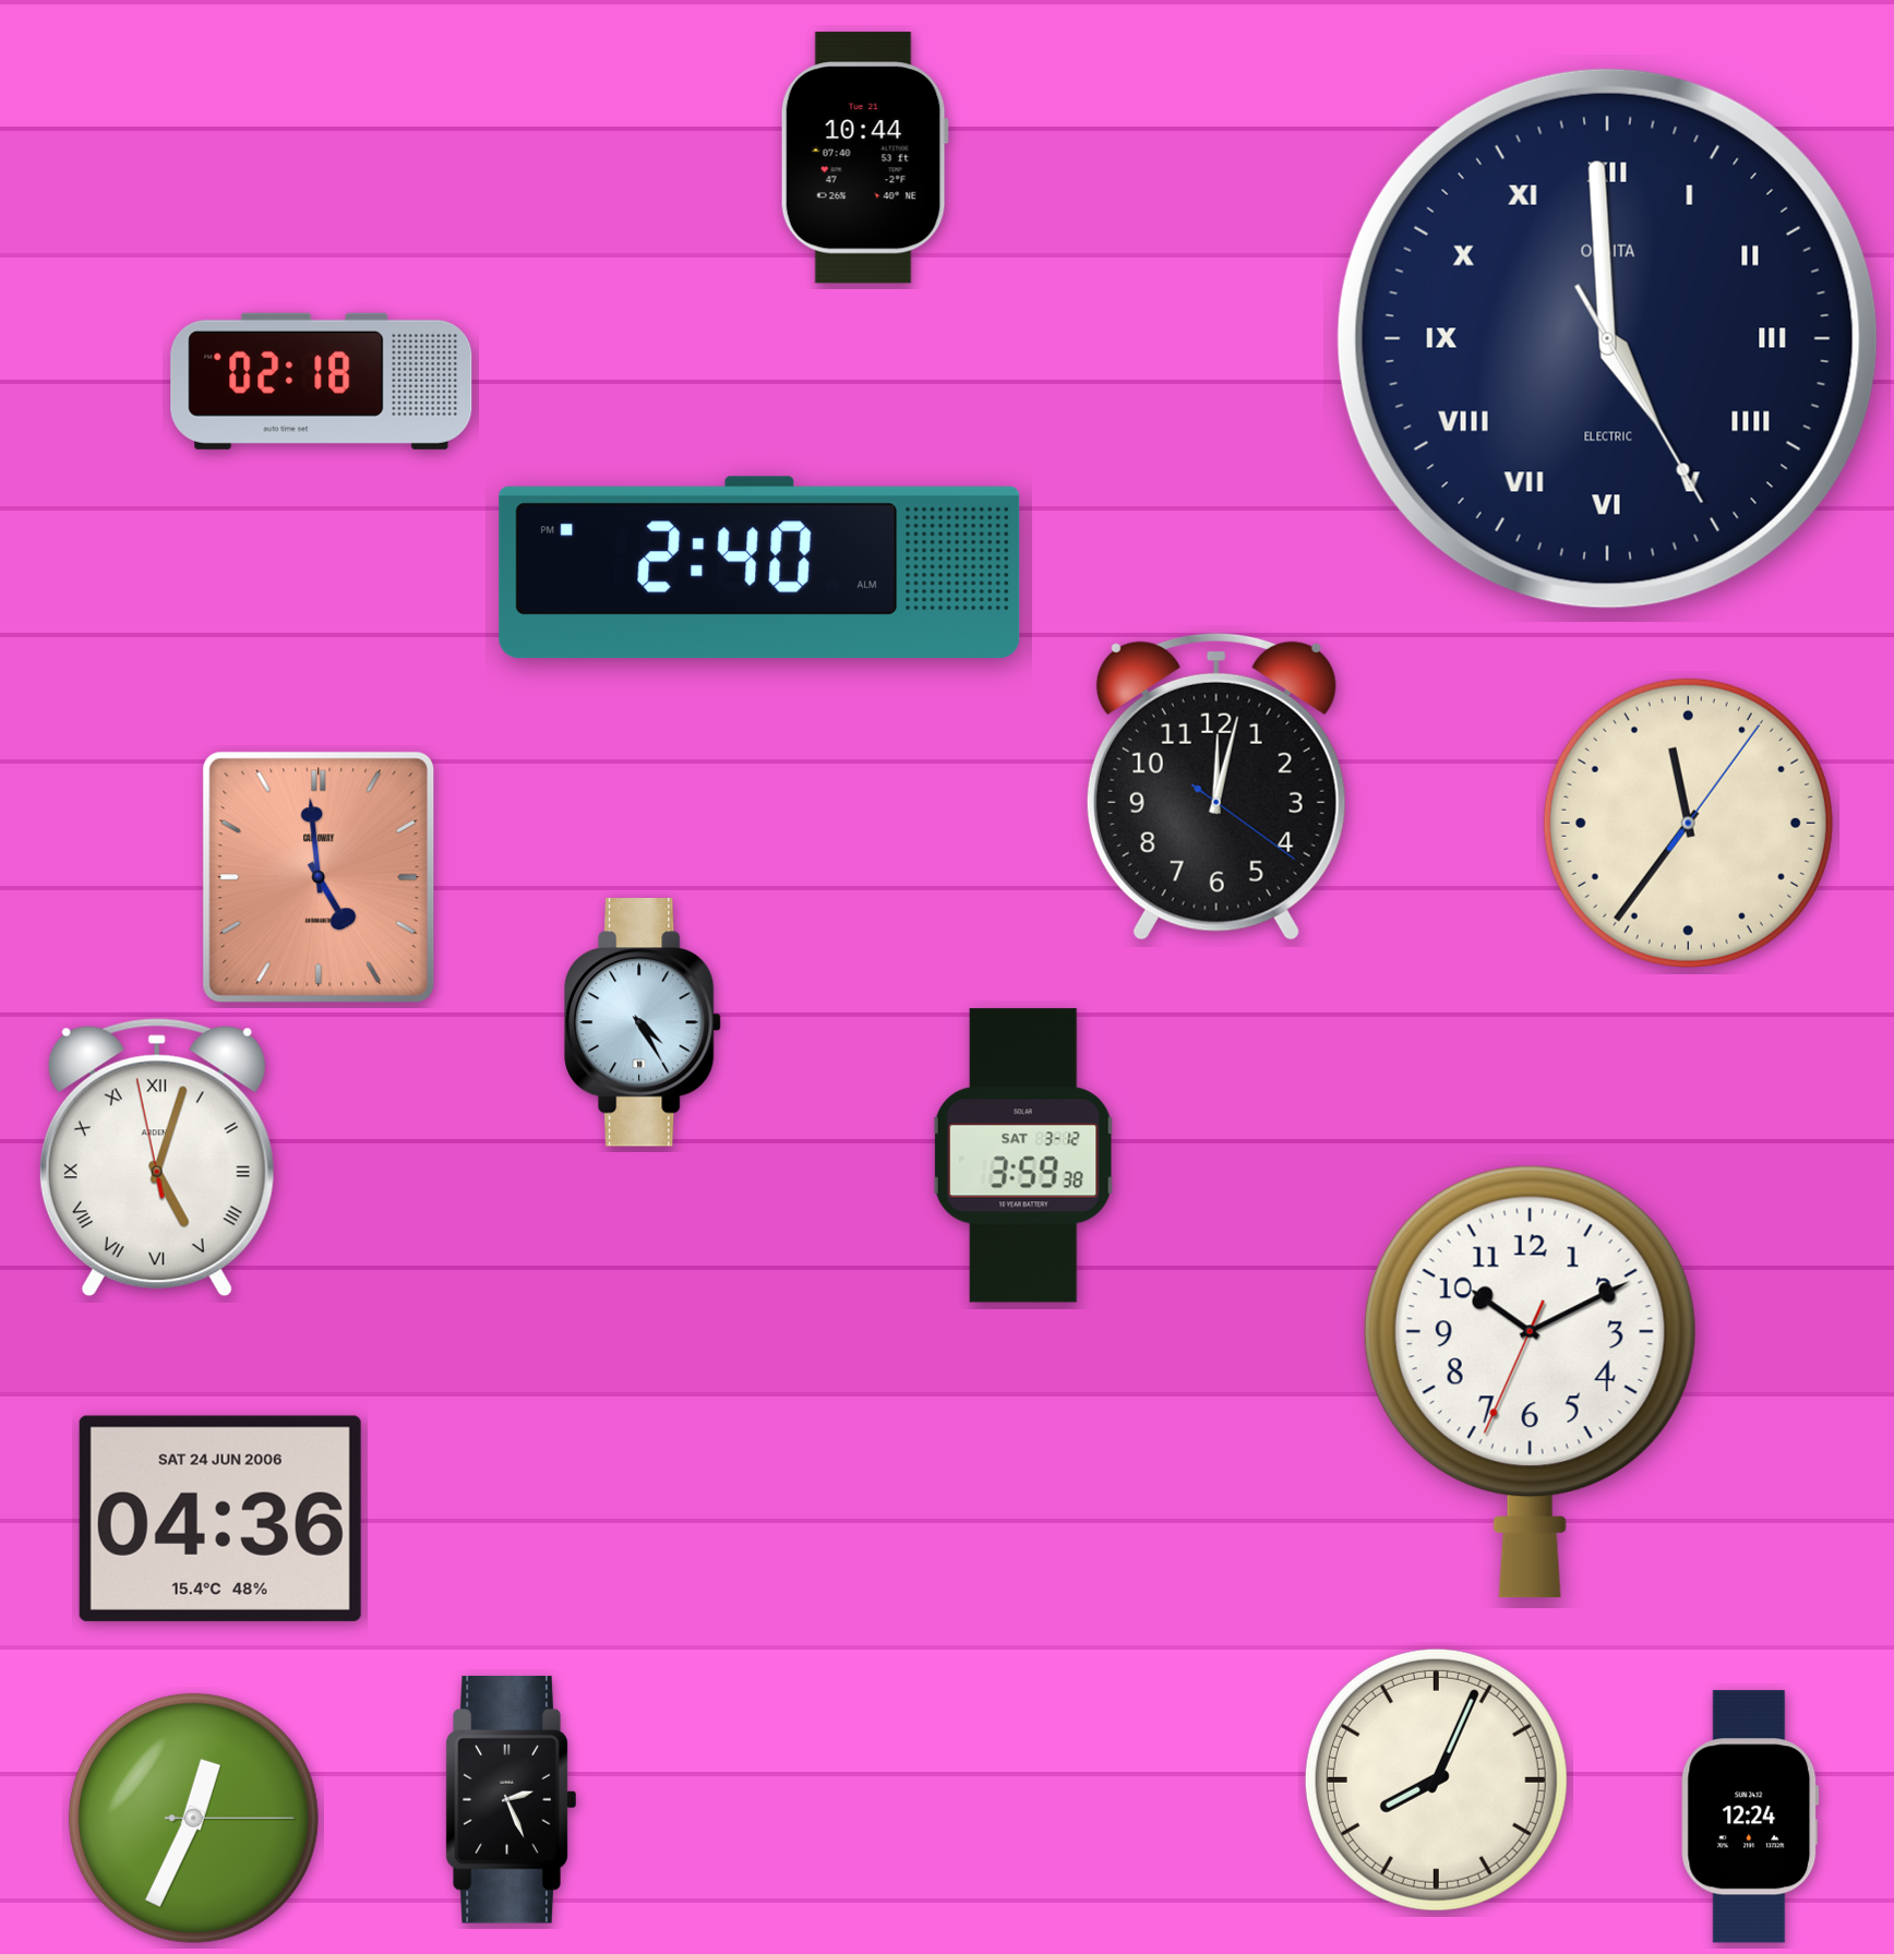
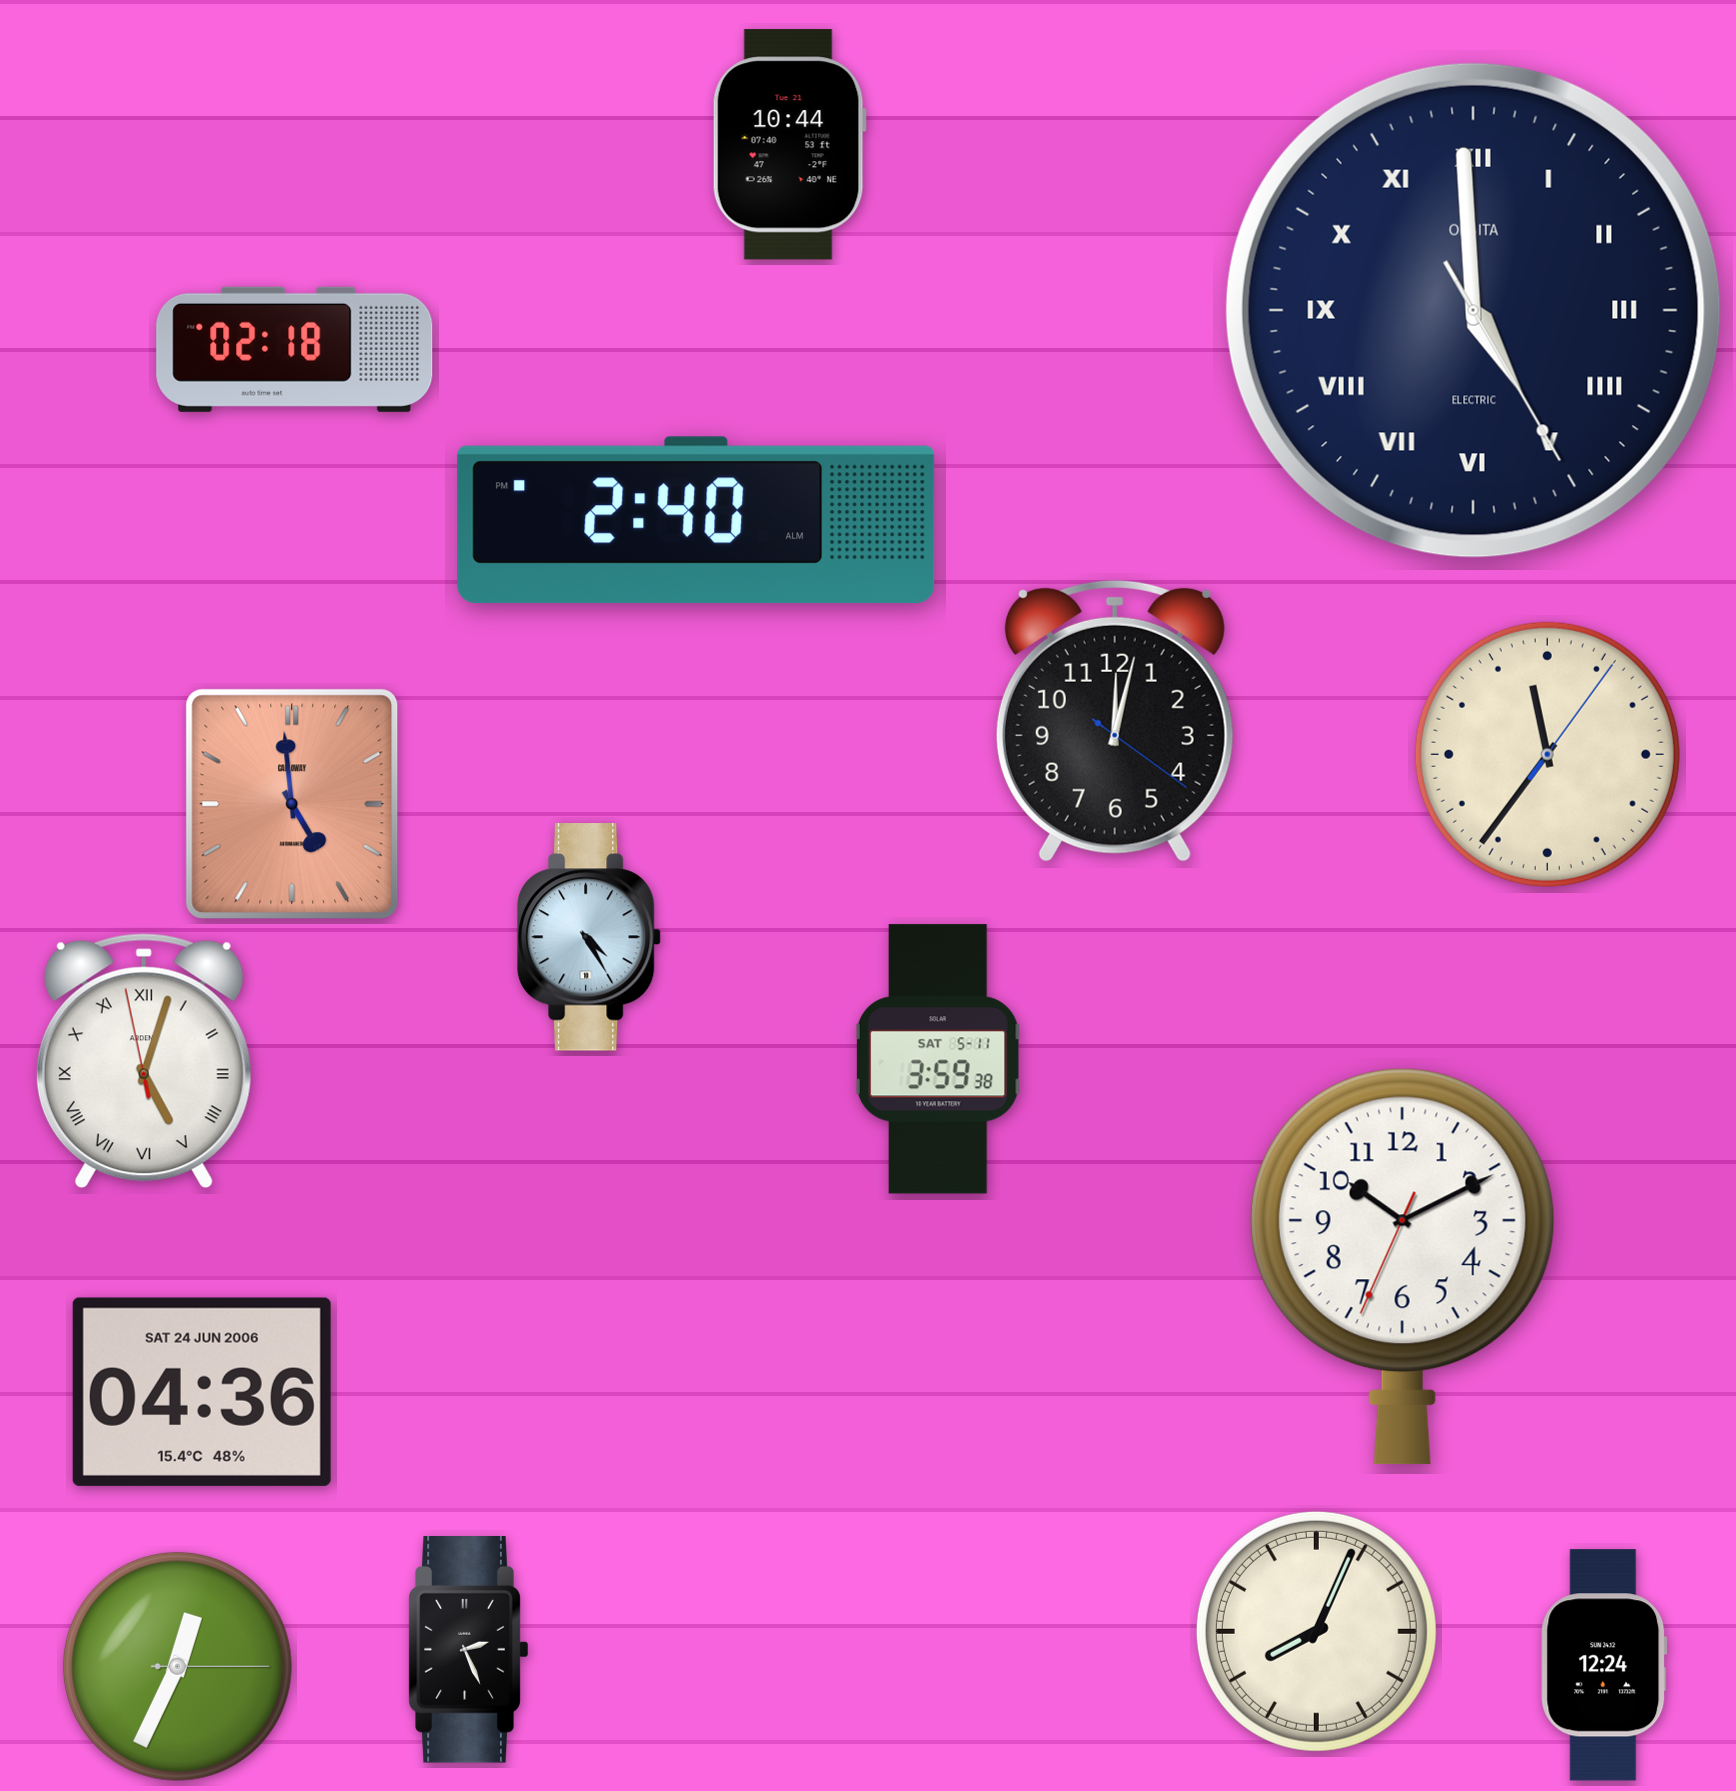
clock at (864, 158) position: (864, 158) -> (789, 145)
clock at (1023, 1155) date: SAT 3-12 -> SAT 5-11
